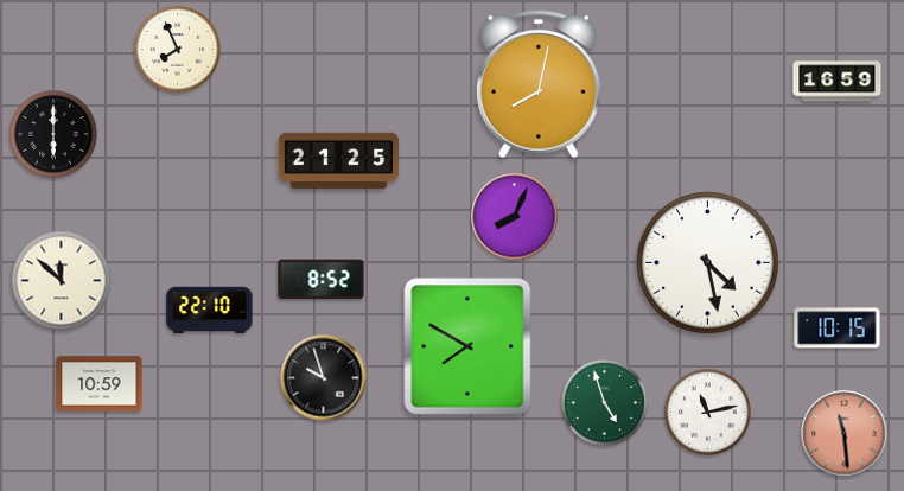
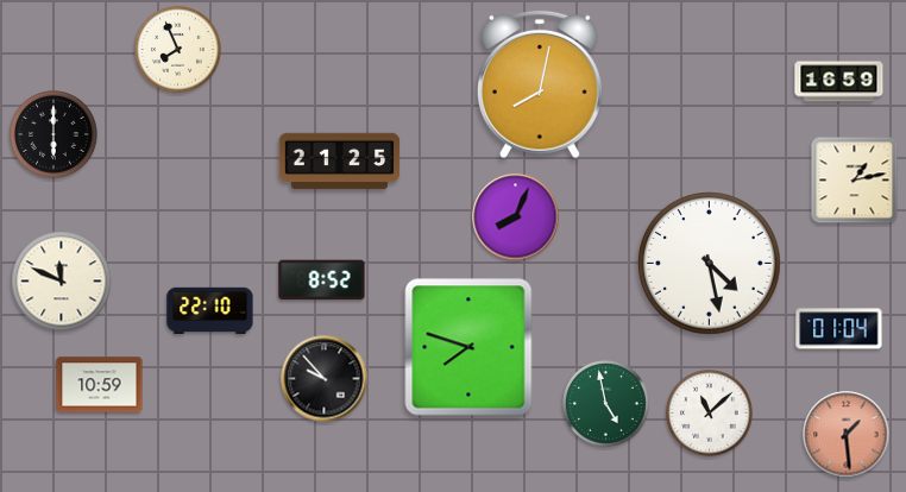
clock at (855, 181): none -> 1:13
clock at (62, 281): 11:52 -> 11:49
clock at (838, 329): 10:15 -> 01:04
clock at (467, 346): 7:50 -> 7:48
clock at (324, 378): 9:57 -> 9:53
clock at (605, 403): 4:57 -> 4:58
clock at (708, 413): 11:13 -> 11:08
clock at (845, 434): 11:29 -> 1:29
